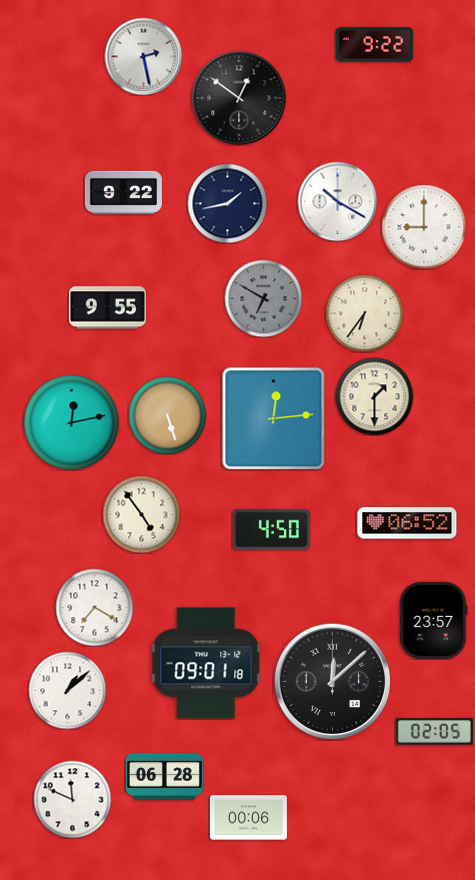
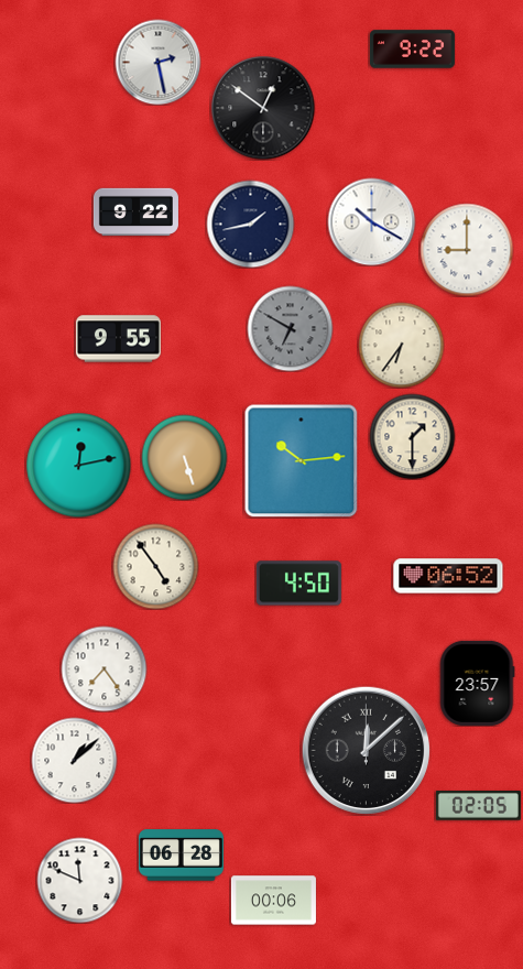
clock at (273, 418): 12:14 -> 10:14
clock at (94, 607): 7:20 -> 7:24
clock at (206, 663): 09:01 -> none
